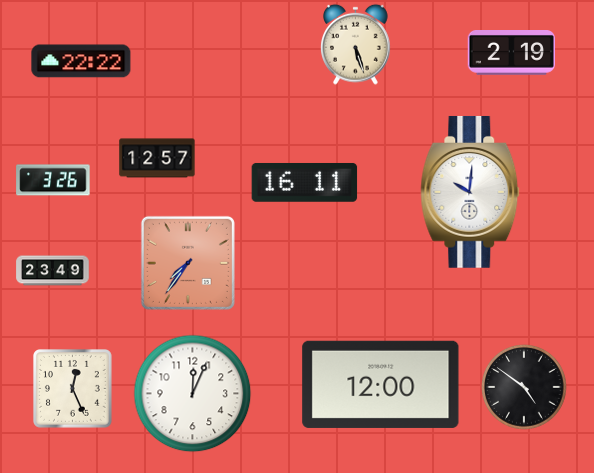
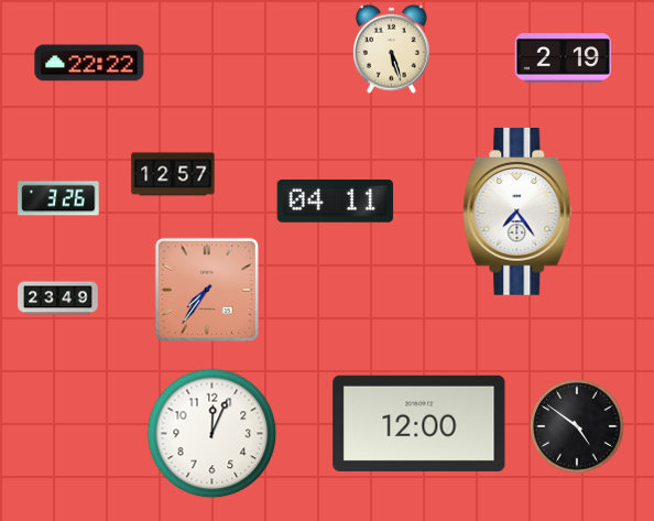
clock at (81, 61) position: (81, 61) -> (89, 63)
clock at (305, 182): 16:11 -> 04:11
clock at (470, 192): 10:01 -> 7:24
clock at (73, 389): 12:26 -> none
